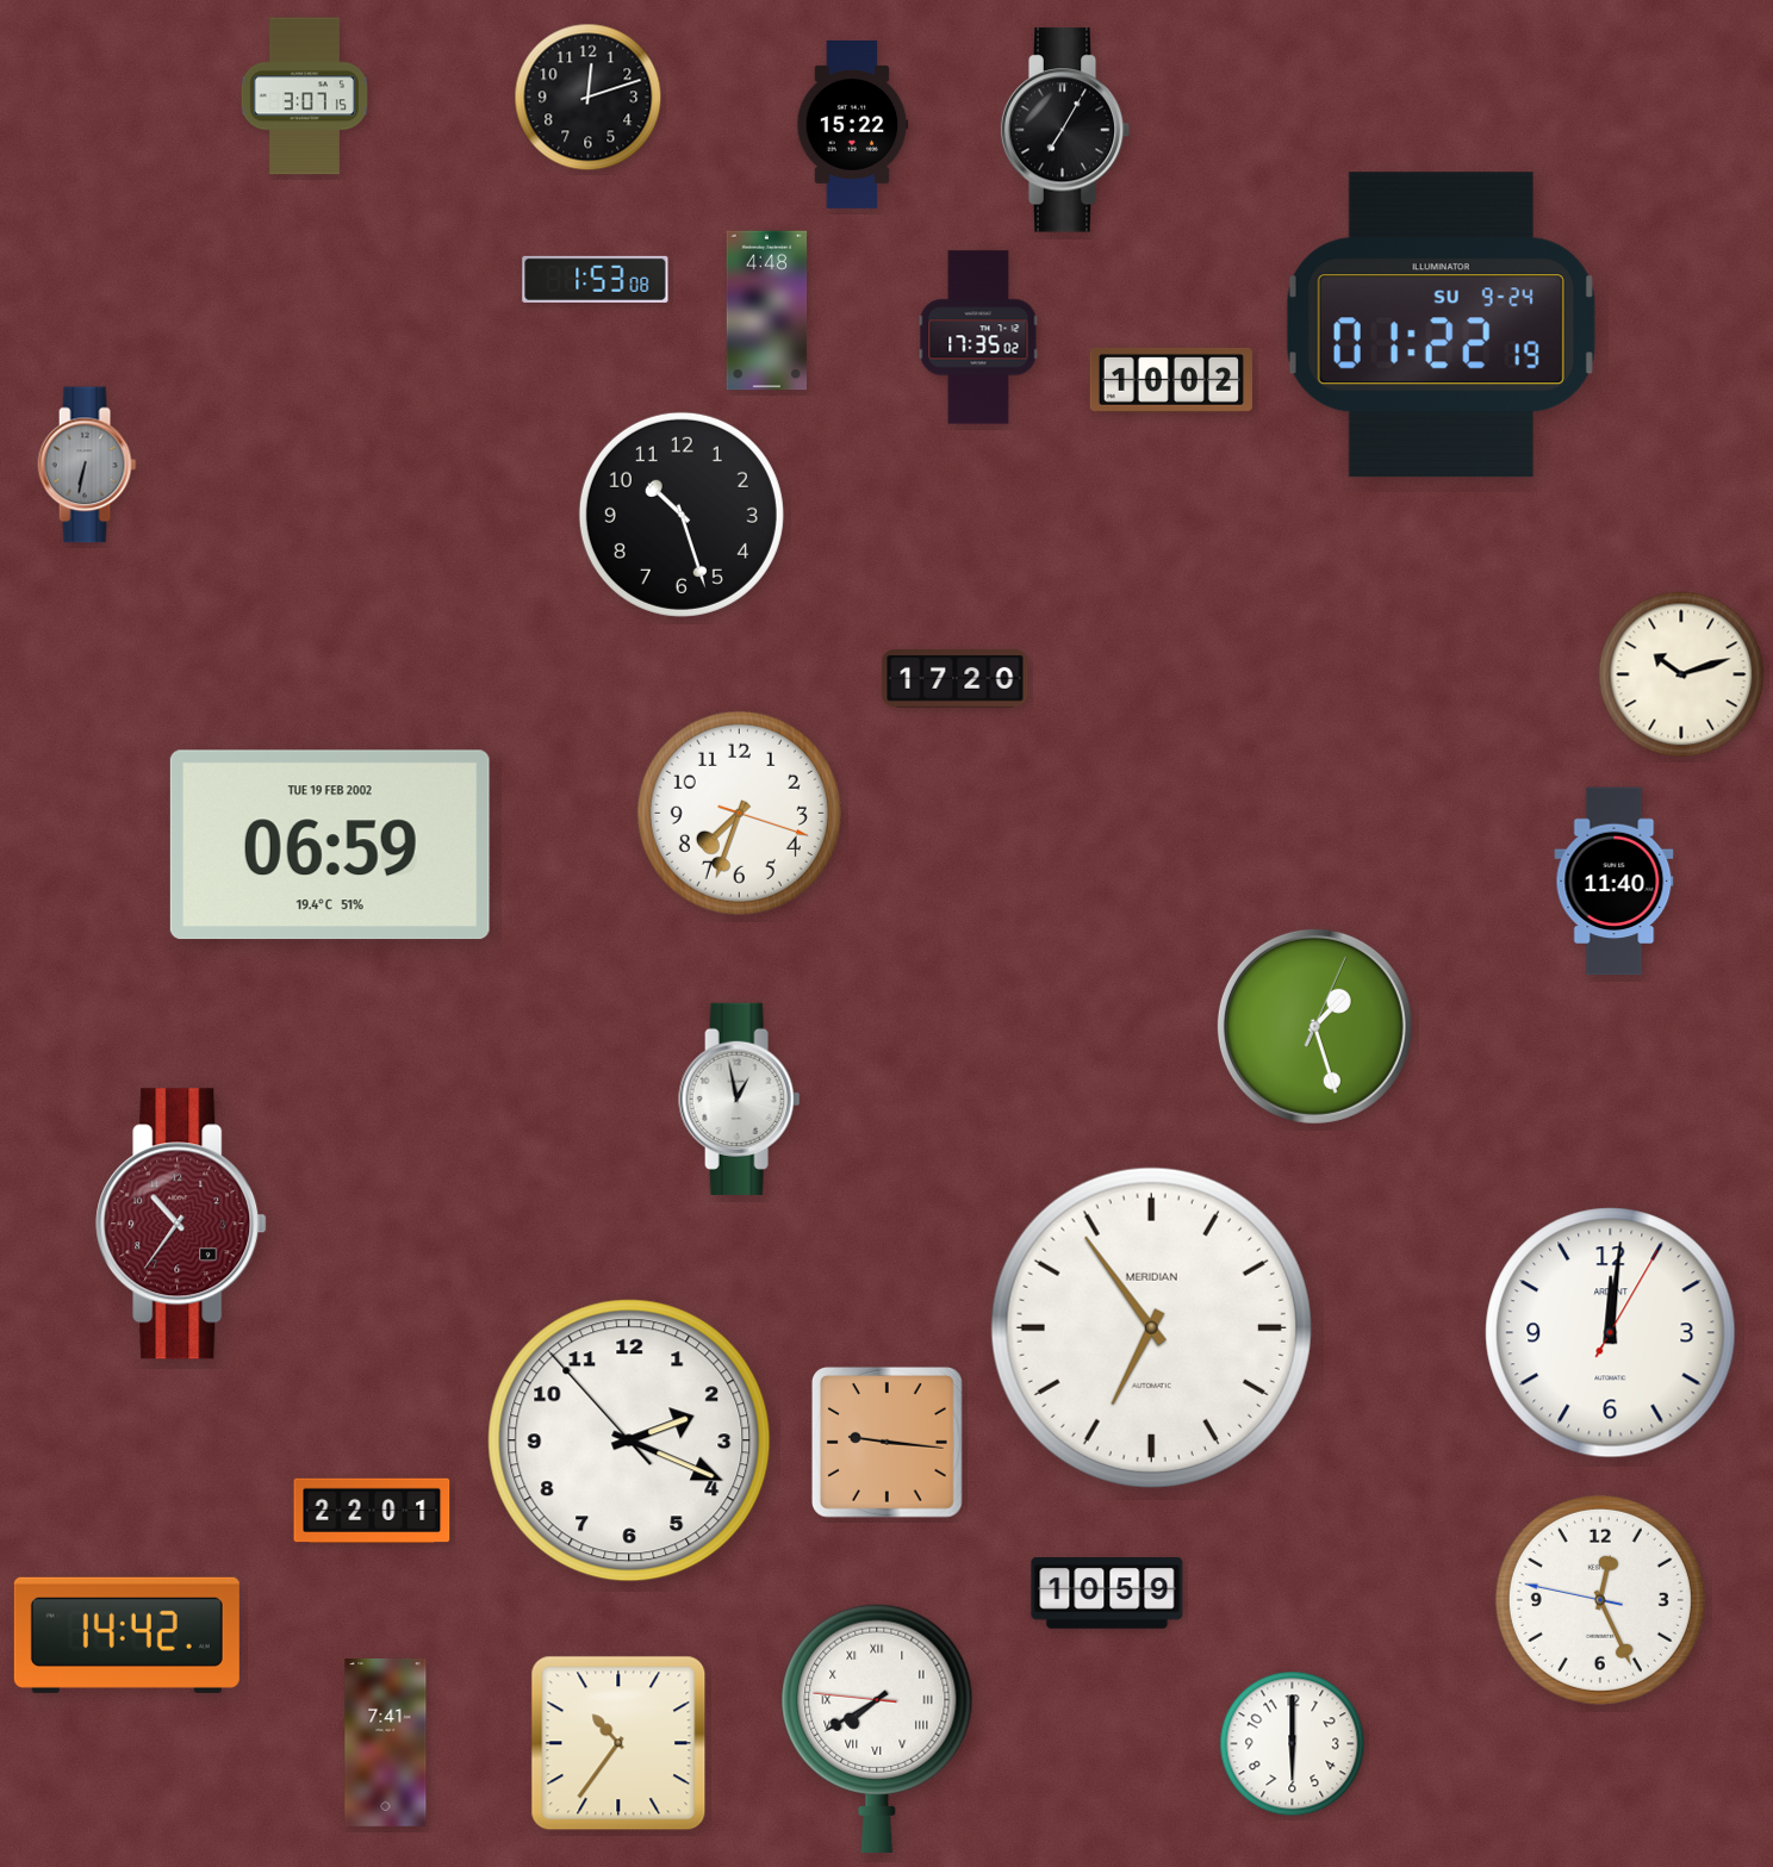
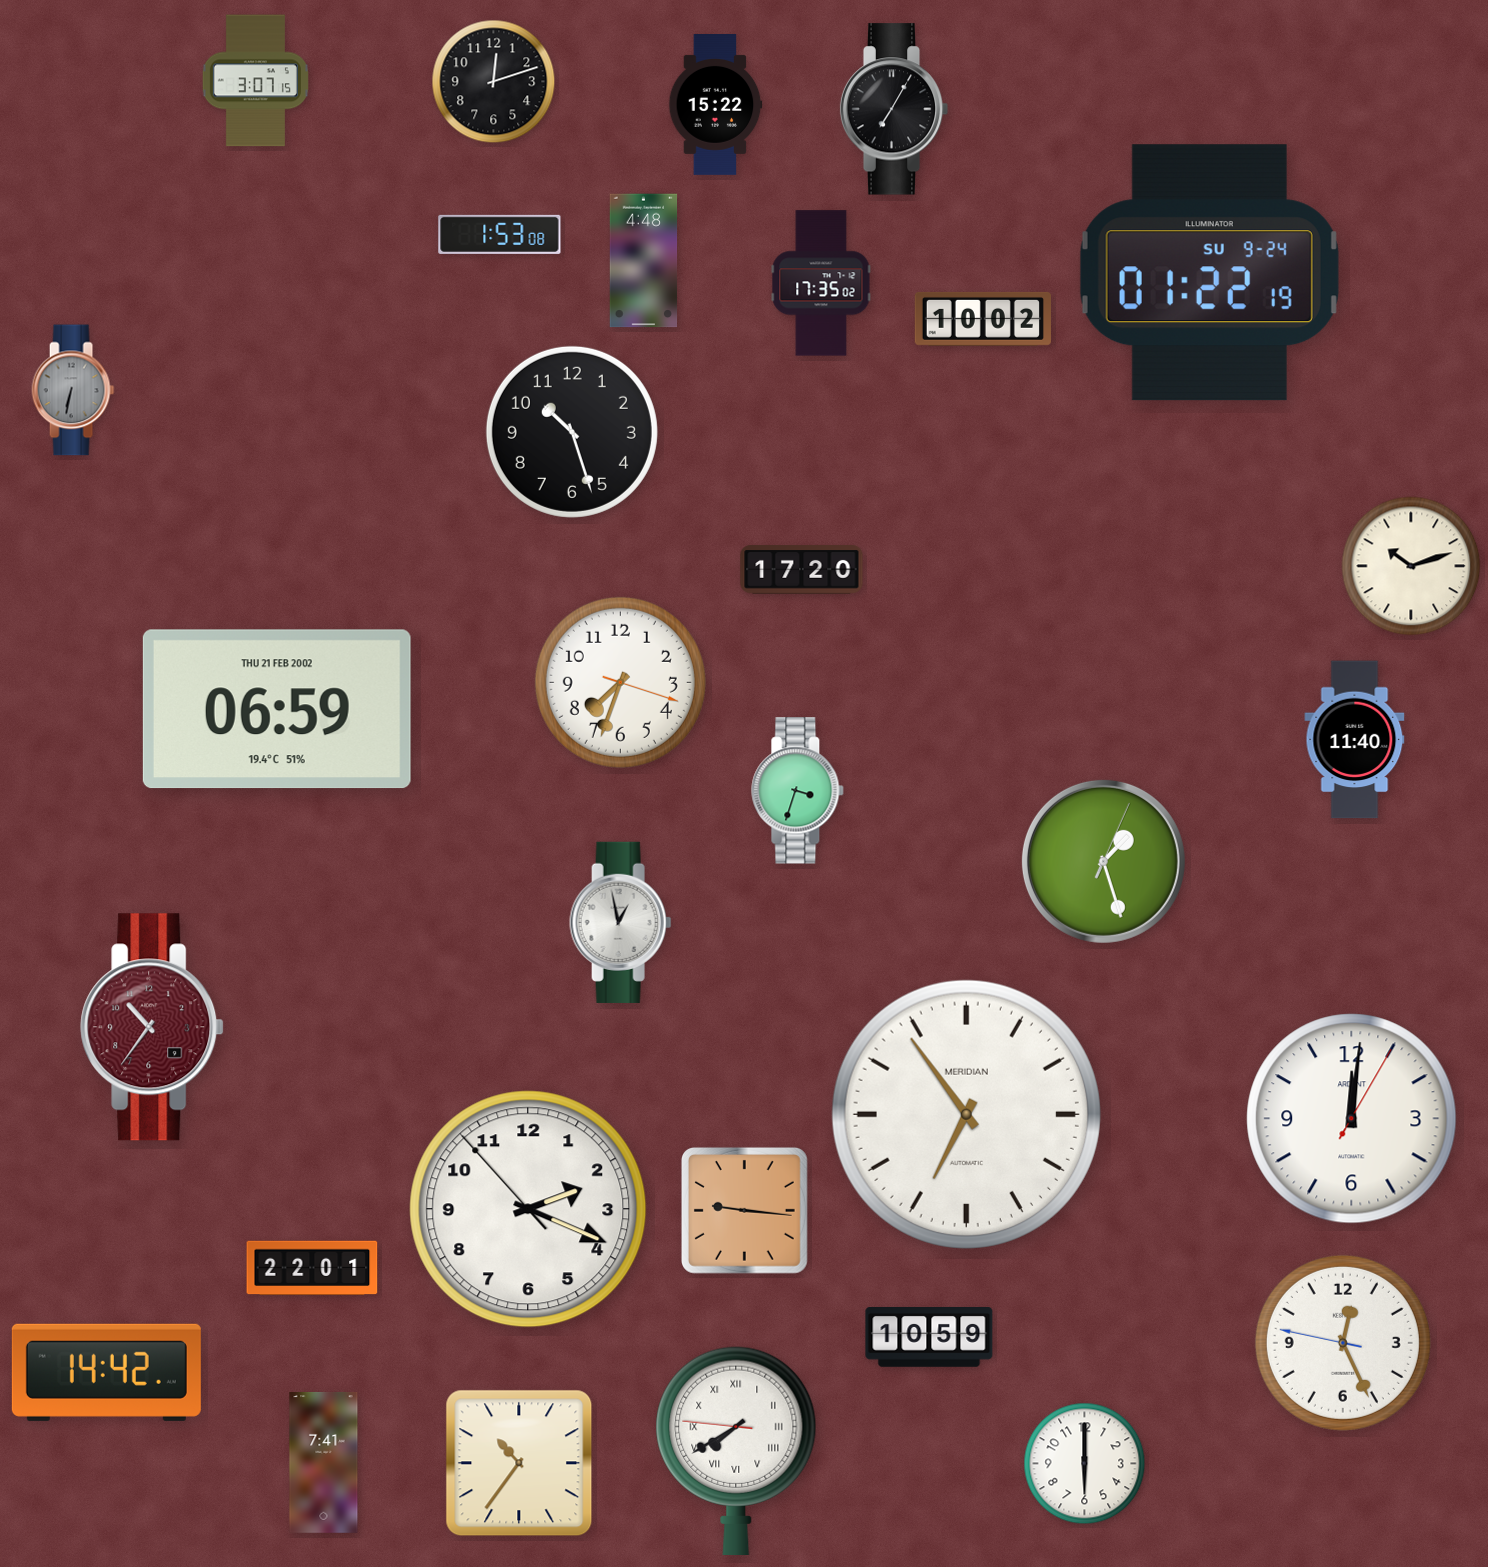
clock at (330, 845) date: TUE 19 FEB 2002 -> THU 21 FEB 2002
clock at (798, 791): none -> 3:33
